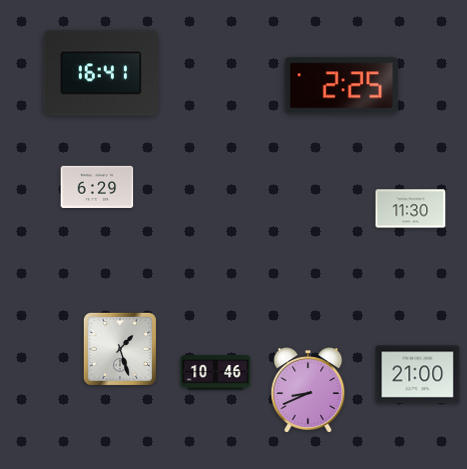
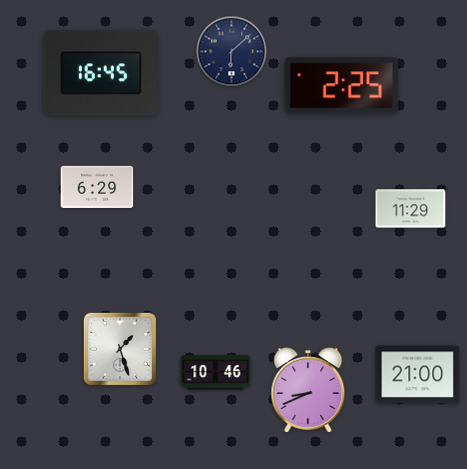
clock at (232, 52): none -> 6:08
clock at (101, 73): 16:41 -> 16:45
clock at (411, 209): 11:30 -> 11:29
